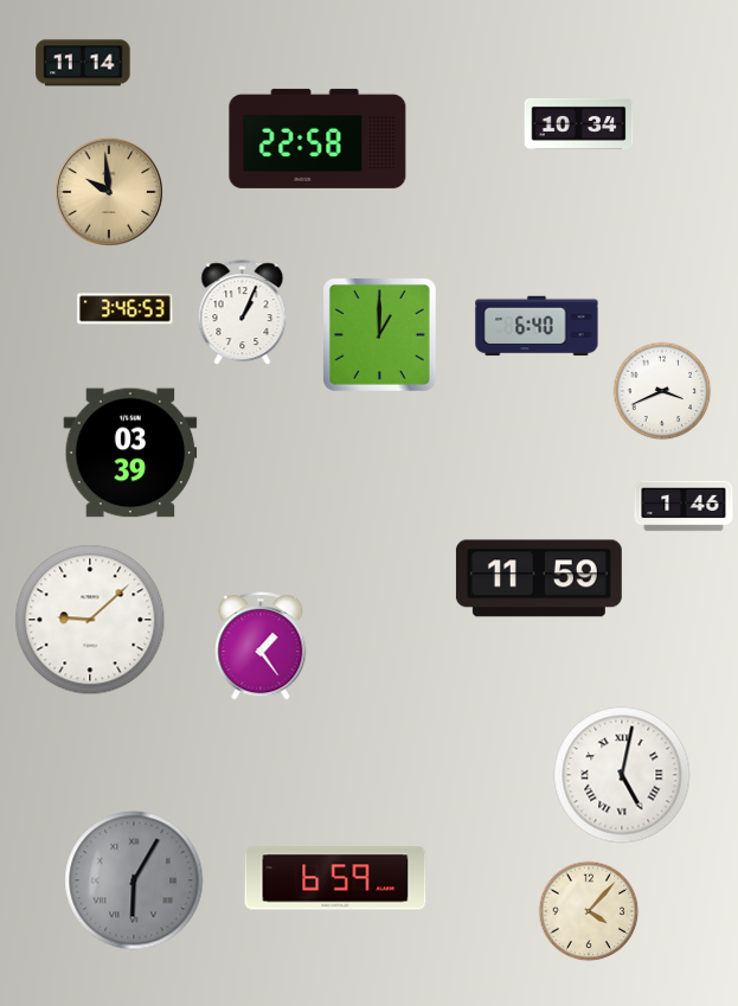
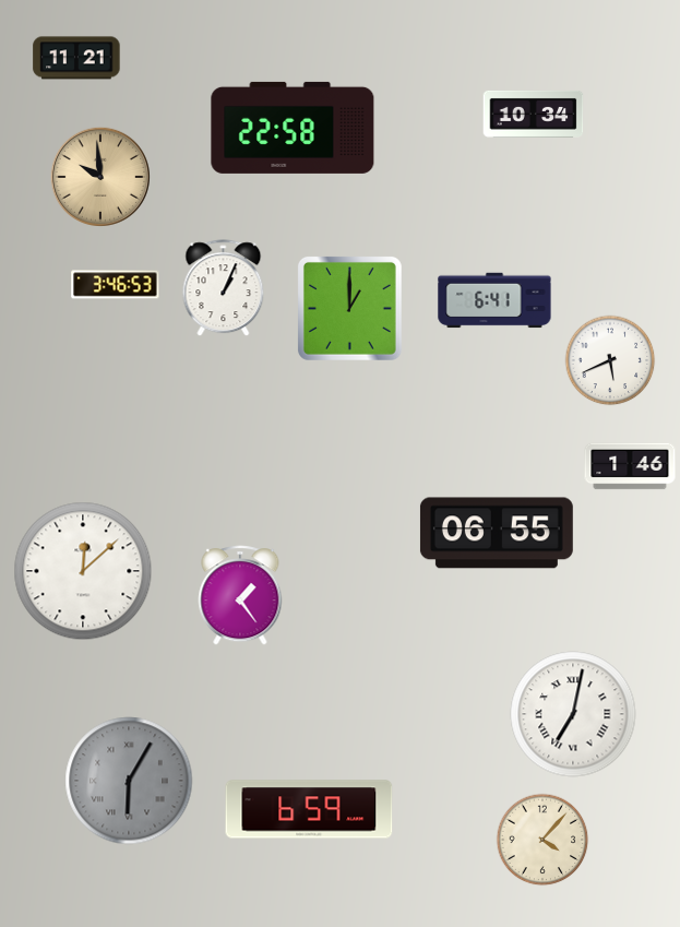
clock at (83, 63): 11:14 -> 11:21
clock at (537, 326): 6:40 -> 6:41
clock at (662, 391): 3:41 -> 5:41
clock at (130, 453): 03:39 -> none
clock at (539, 578): 11:59 -> 06:55
clock at (90, 620): 9:08 -> 12:08
clock at (622, 775): 5:02 -> 7:02
clock at (134, 880) position: (134, 880) -> (129, 781)
